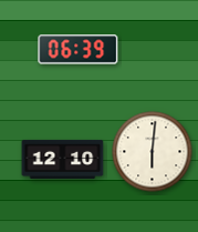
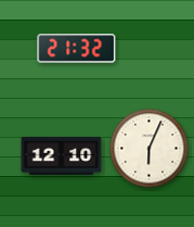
clock at (79, 50): 06:39 -> 21:32
clock at (153, 152): 6:01 -> 6:04
